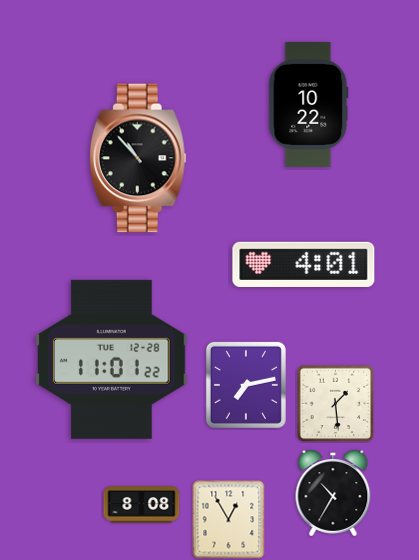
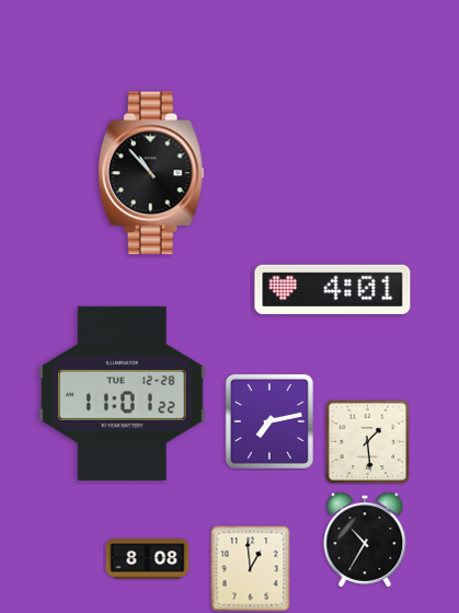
clock at (309, 104): 10:22 -> none
clock at (142, 505) position: (142, 505) -> (148, 559)
clock at (229, 520): 12:55 -> 12:59
